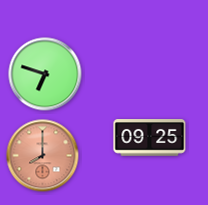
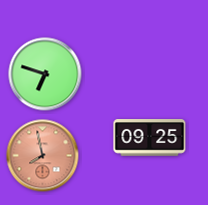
clock at (43, 156): 8:00 -> 7:58
